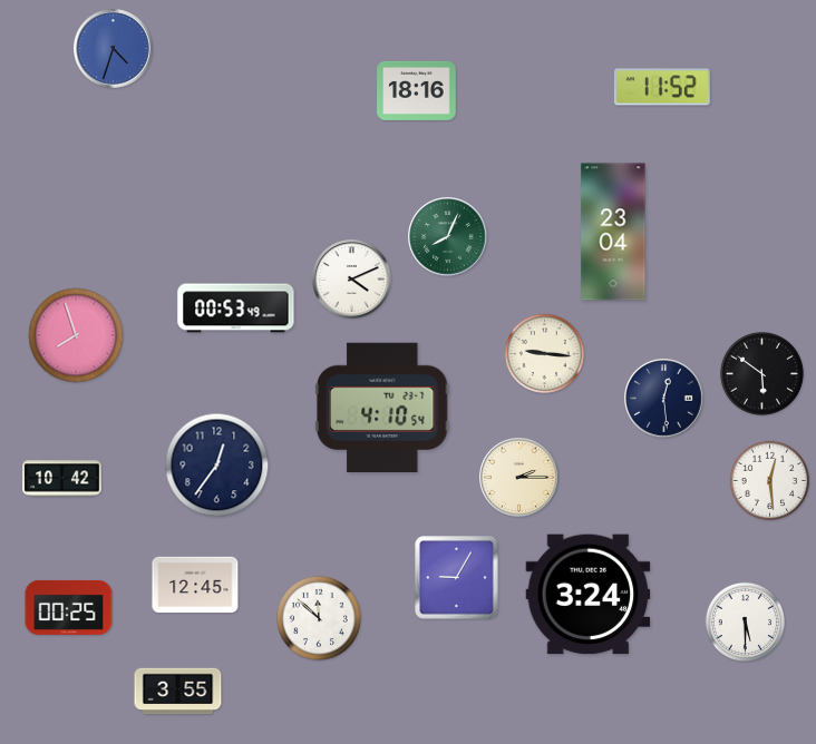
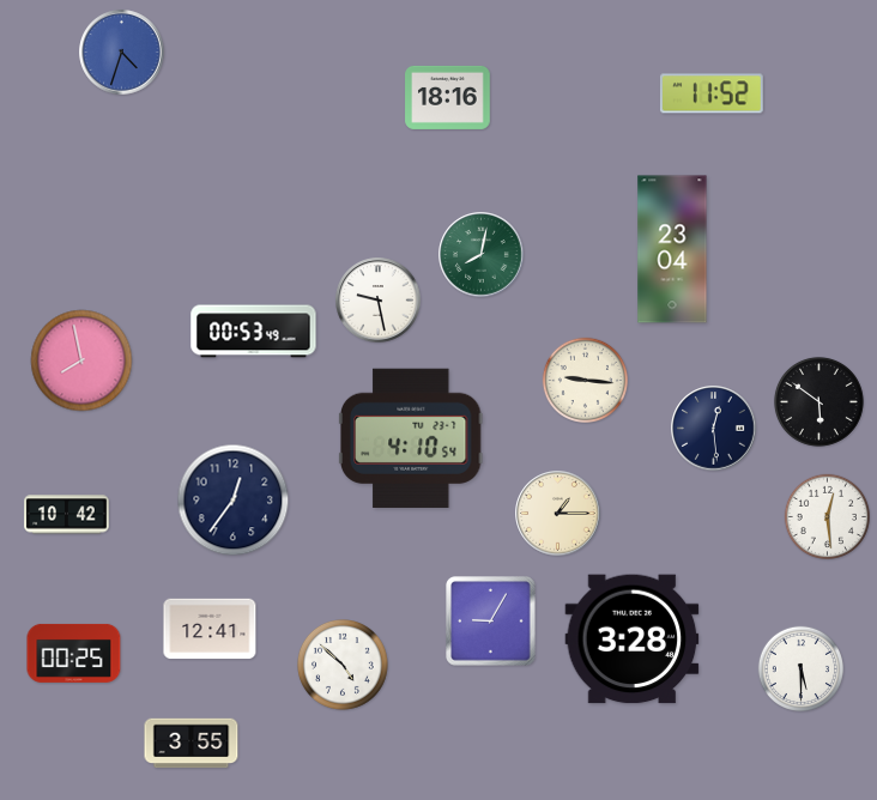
clock at (613, 232) position: (613, 232) -> (672, 249)
clock at (448, 237): 8:04 -> 8:02
clock at (352, 280): 4:11 -> 9:28
clock at (76, 335): 7:57 -> 7:58
clock at (519, 478): 2:15 -> 1:15
clock at (195, 585): 12:45 -> 12:41
clock at (589, 595): 3:24 -> 3:28
clock at (320, 619): 11:52 -> 4:52
